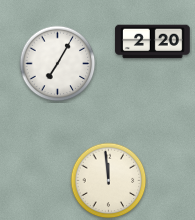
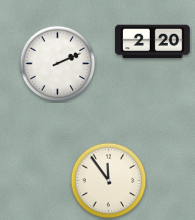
clock at (58, 64): 7:05 -> 2:11
clock at (109, 181): 11:59 -> 11:54
